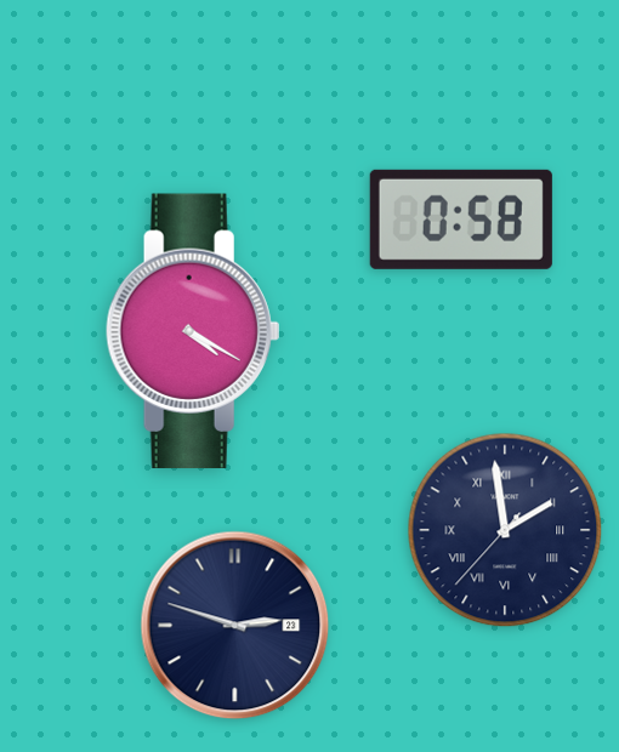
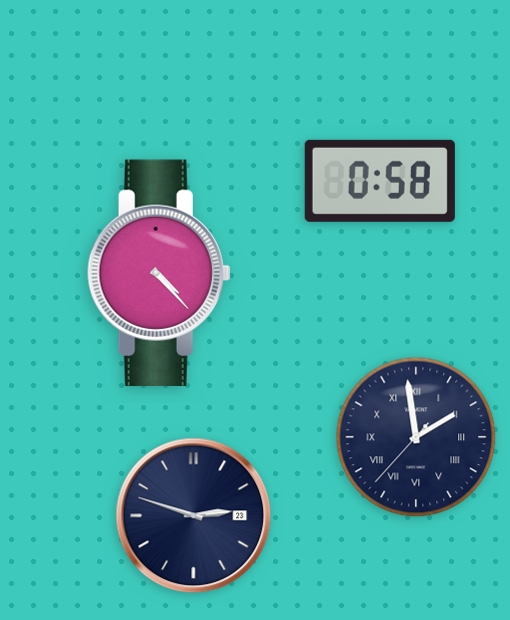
clock at (193, 331): 4:20 -> 4:23
